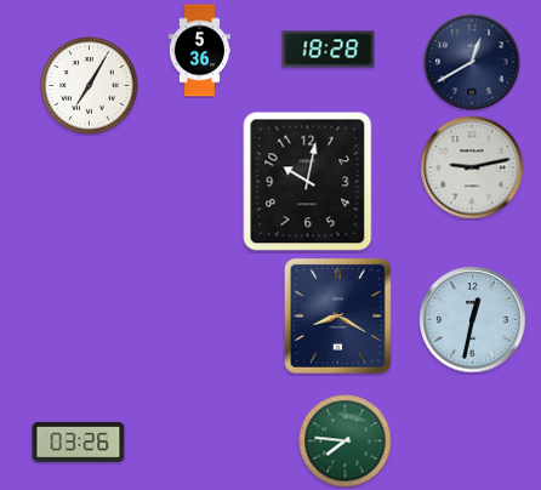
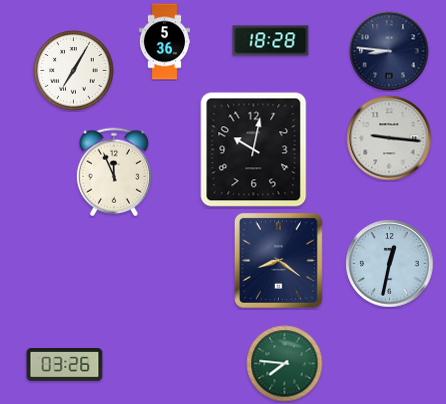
clock at (472, 62): 12:40 -> 8:46
clock at (472, 167): 9:13 -> 9:16
clock at (114, 172): none -> 11:56
clock at (337, 315): 8:20 -> 8:21
